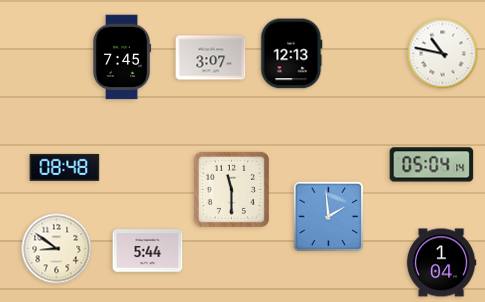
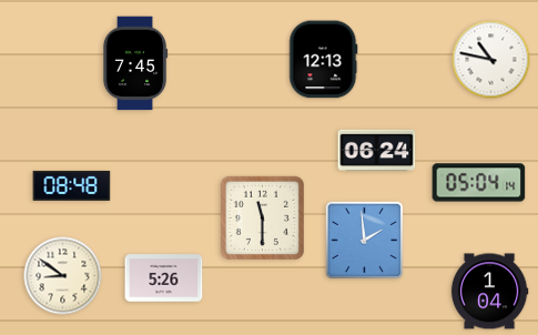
clock at (211, 58): 3:07 -> none
clock at (377, 151): none -> 06:24
clock at (231, 189) position: (231, 189) -> (262, 217)
clock at (148, 251): 5:44 -> 5:26
